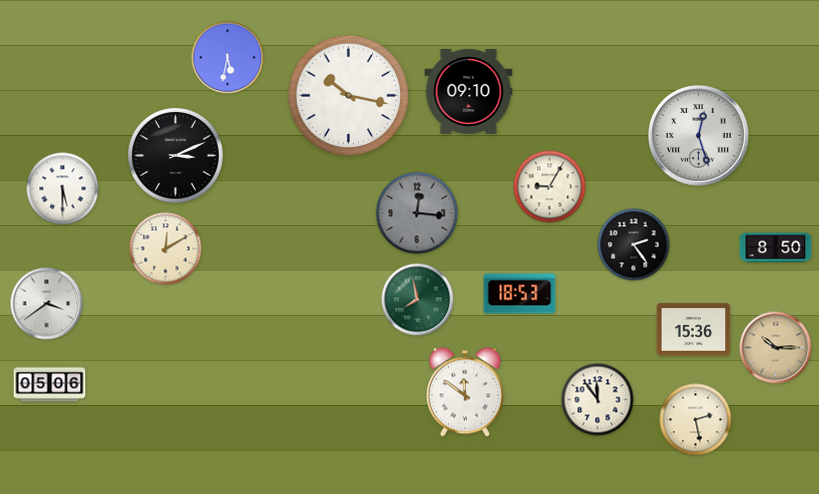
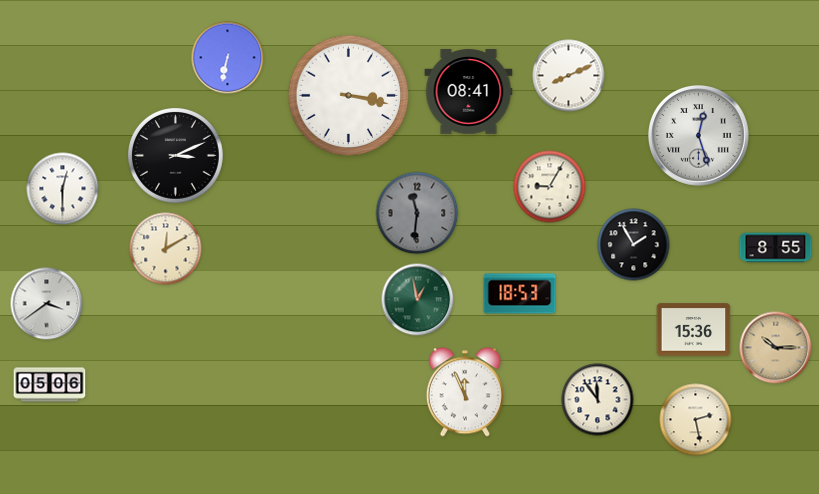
clock at (228, 58): 5:32 -> 6:32
clock at (569, 76): none -> 8:11
clock at (469, 92): 09:10 -> 08:41
clock at (349, 96): 10:17 -> 3:17
clock at (63, 189): 5:30 -> 12:30
clock at (417, 213): 12:16 -> 11:31
clock at (634, 245): 2:24 -> 1:55
clock at (776, 248): 8:50 -> 8:55
clock at (418, 300): 7:58 -> 12:58
clock at (465, 392): 11:51 -> 11:56
